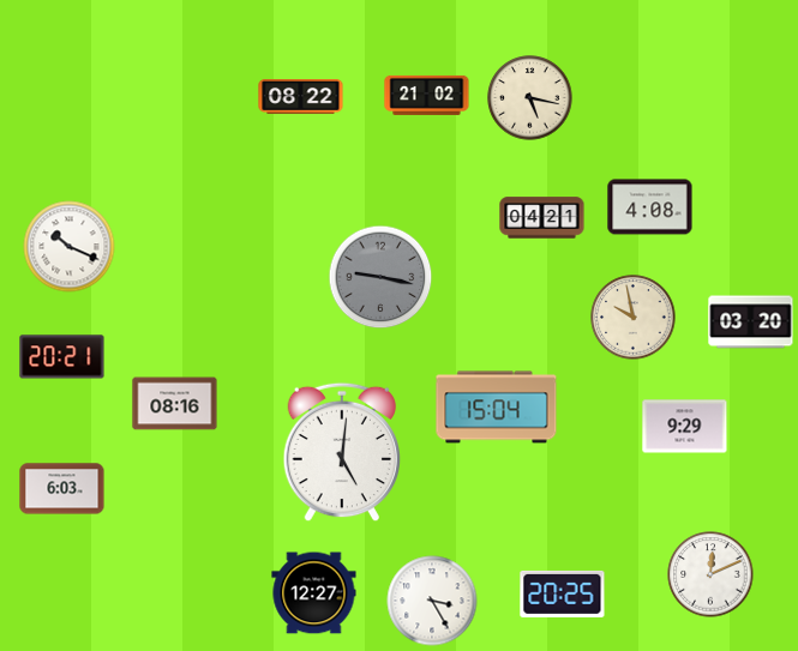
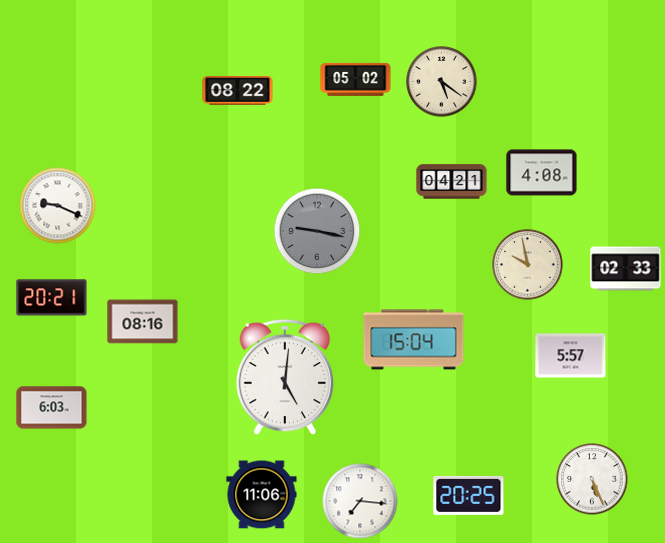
clock at (427, 95): 21:02 -> 05:02
clock at (301, 97) position: (301, 97) -> (238, 91)
clock at (530, 98): 5:17 -> 5:21
clock at (70, 247): 10:19 -> 9:19
clock at (751, 323): 03:20 -> 02:33
clock at (175, 404) position: (175, 404) -> (143, 322)
clock at (685, 427): 9:29 -> 5:57
clock at (710, 574): 12:11 -> 5:26
clock at (314, 593): 12:27 -> 11:06
clock at (432, 601): 3:25 -> 7:16
